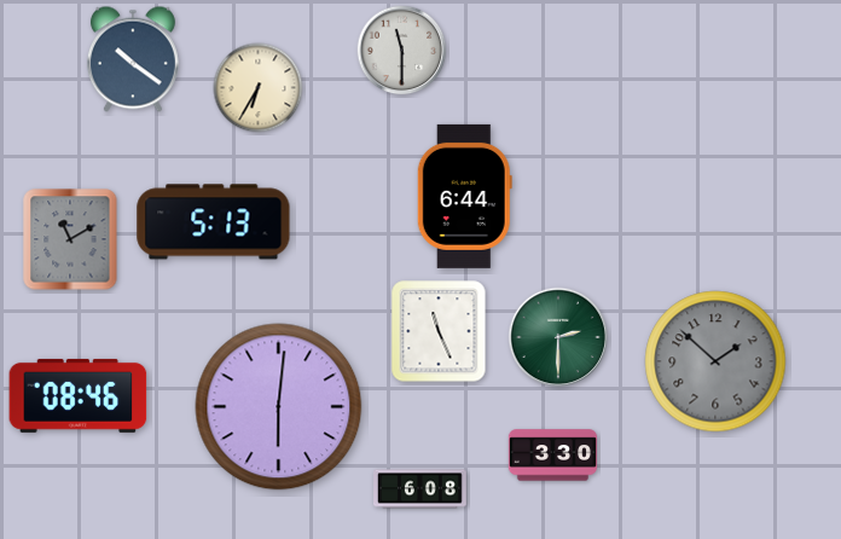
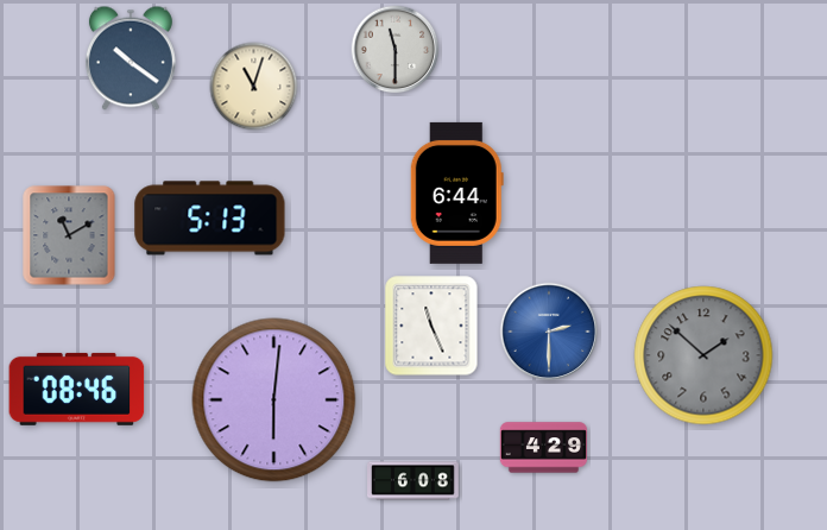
clock at (259, 88): 6:35 -> 11:03
clock at (558, 337) dial: green -> blue
clock at (553, 456): 3:30 -> 4:29
